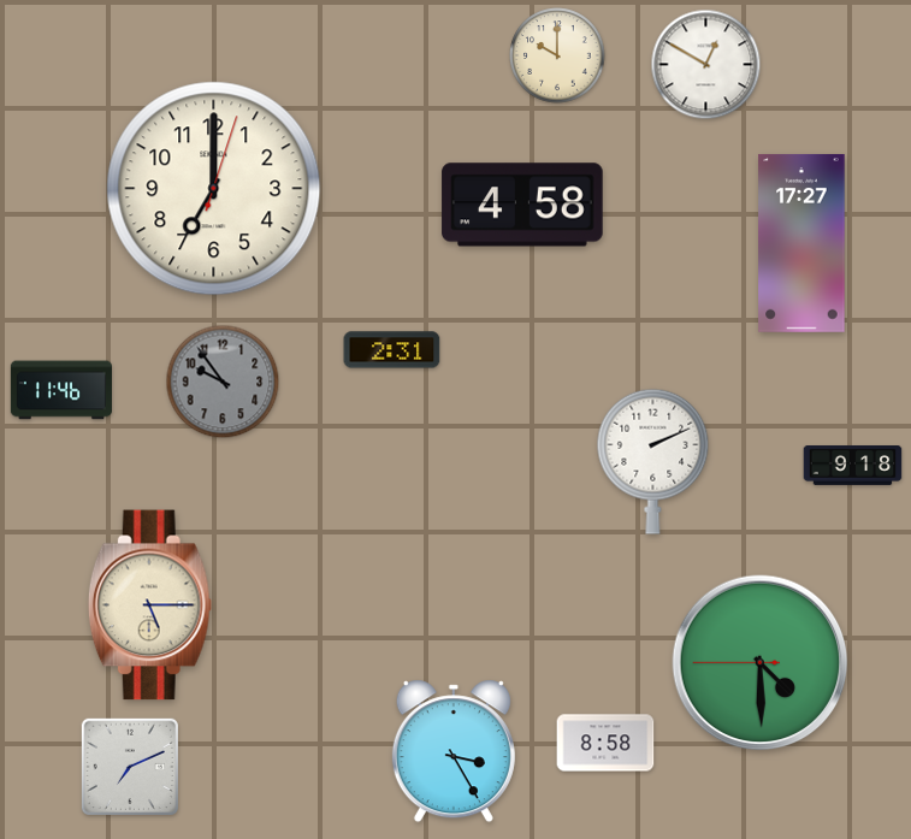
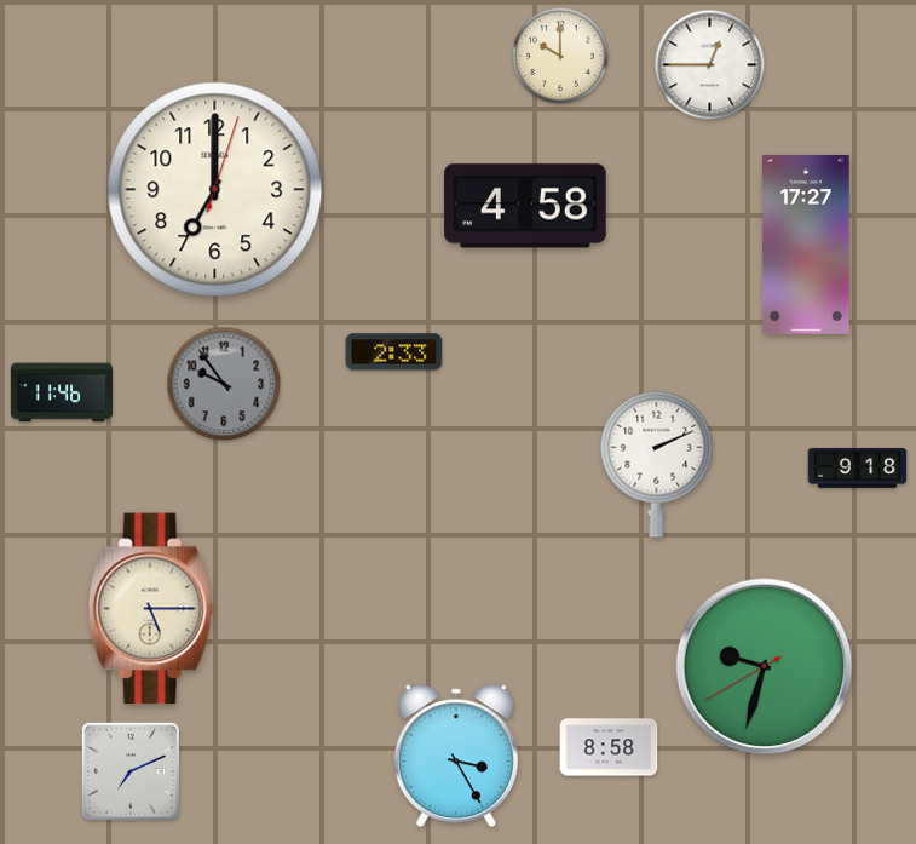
clock at (706, 65): 12:50 -> 12:45
clock at (392, 350): 2:31 -> 2:33
clock at (761, 663): 4:29 -> 9:32
